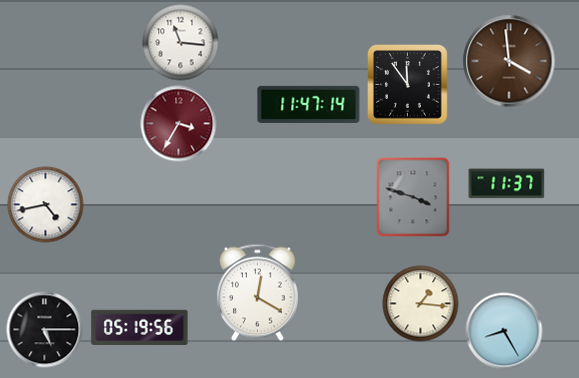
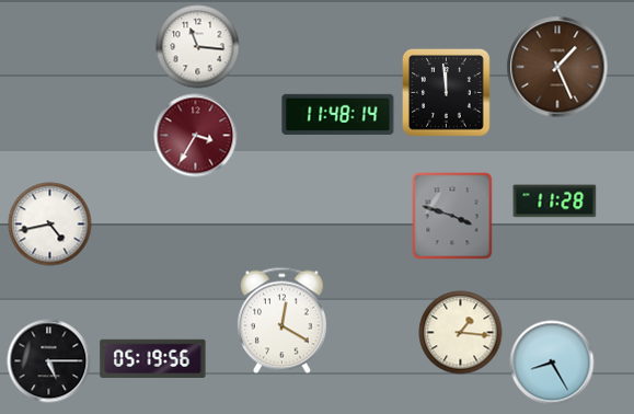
clock at (509, 61): 3:59 -> 1:26
clock at (408, 85): 11:54 -> 11:59
clock at (309, 104): 11:47 -> 11:48
clock at (507, 184): 11:37 -> 11:28
